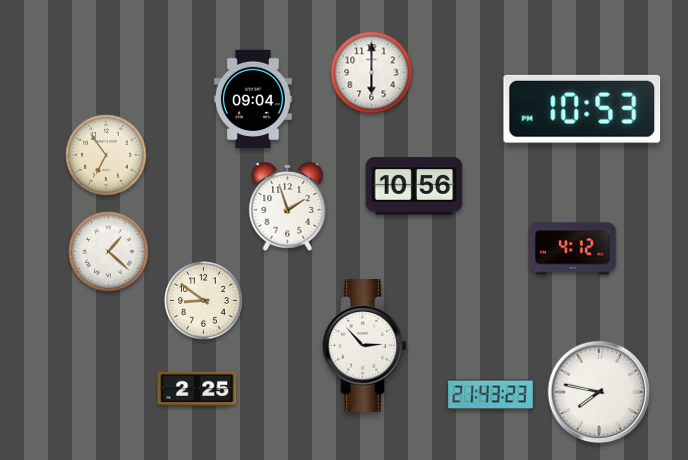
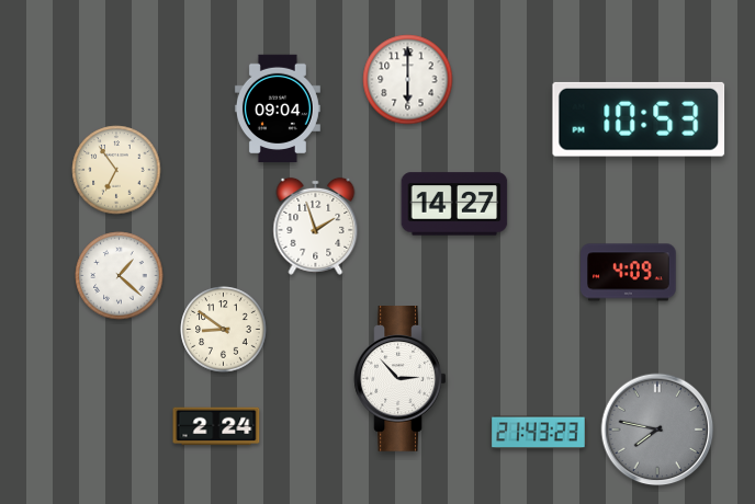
clock at (414, 186): 10:56 -> 14:27
clock at (573, 249): 4:12 -> 4:09
clock at (197, 389): 2:25 -> 2:24
clock at (599, 392) dial: white -> grey
